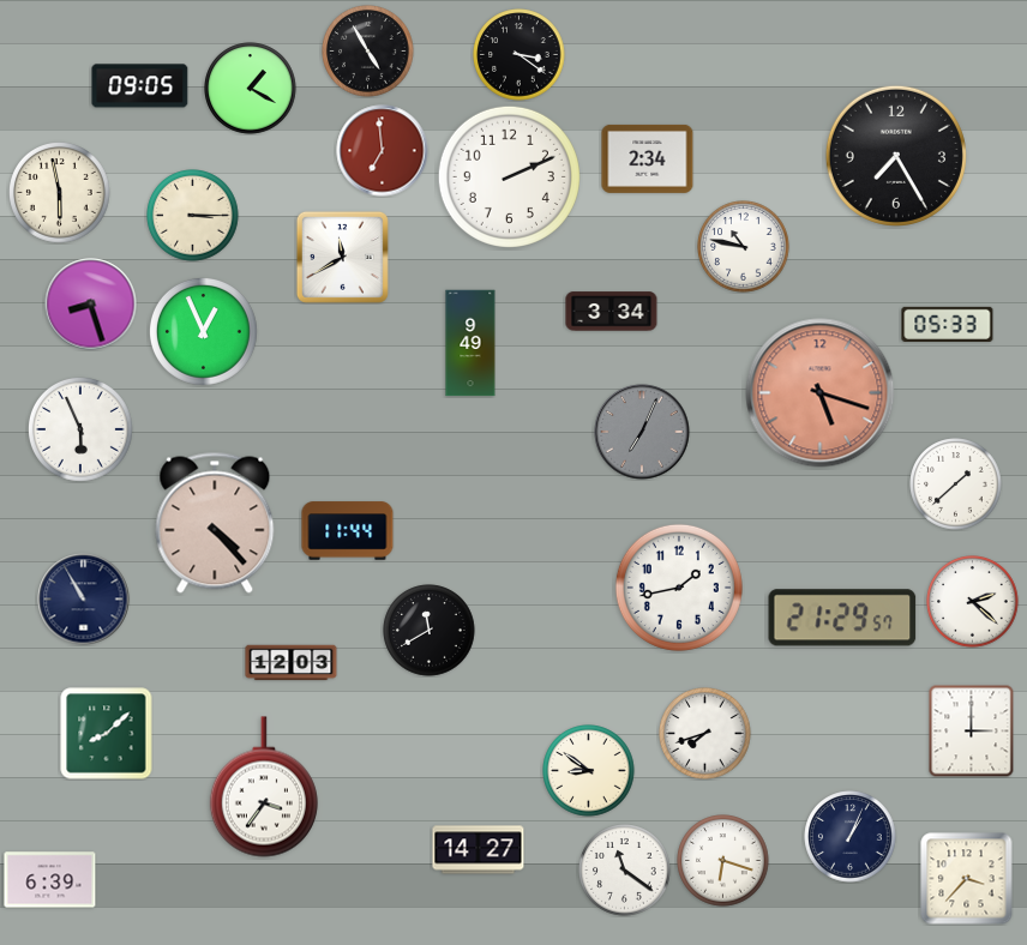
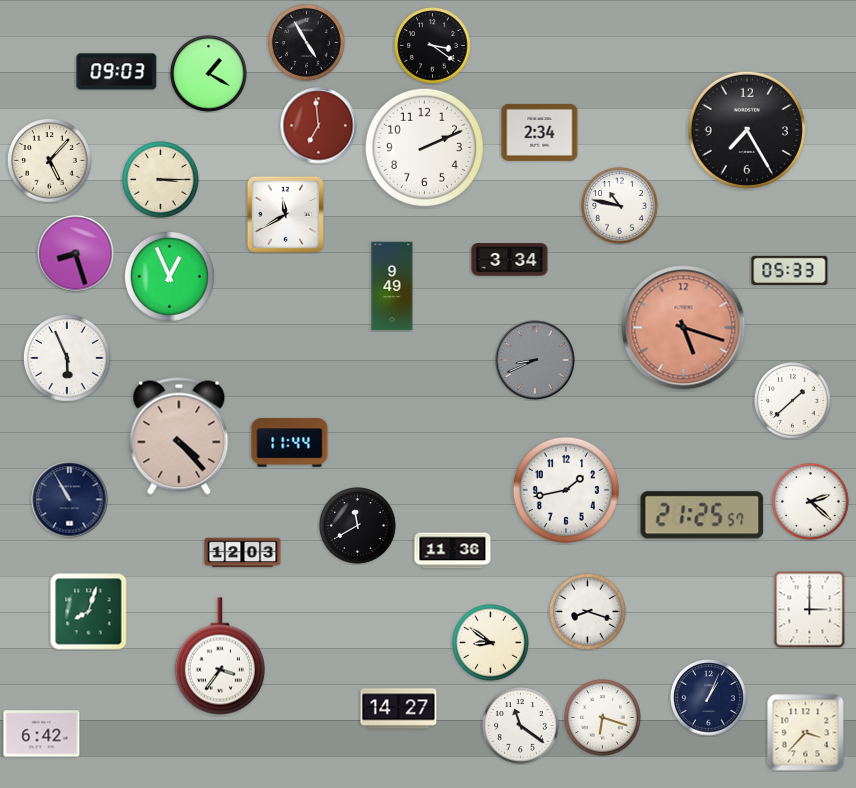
clock at (140, 86): 09:05 -> 09:03
clock at (60, 193): 5:58 -> 5:07
clock at (642, 432): 7:04 -> 8:41
clock at (956, 484) position: (956, 484) -> (793, 401)
clock at (842, 618): 21:29 -> 21:25
clock at (453, 551): none -> 11:36
clock at (107, 734): 8:08 -> 8:03
clock at (705, 734): 7:42 -> 8:18
clock at (50, 880): 6:39 -> 6:42
